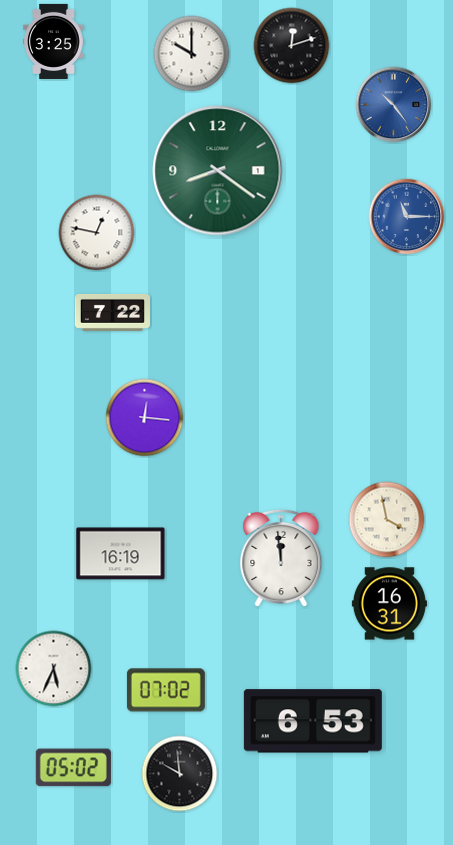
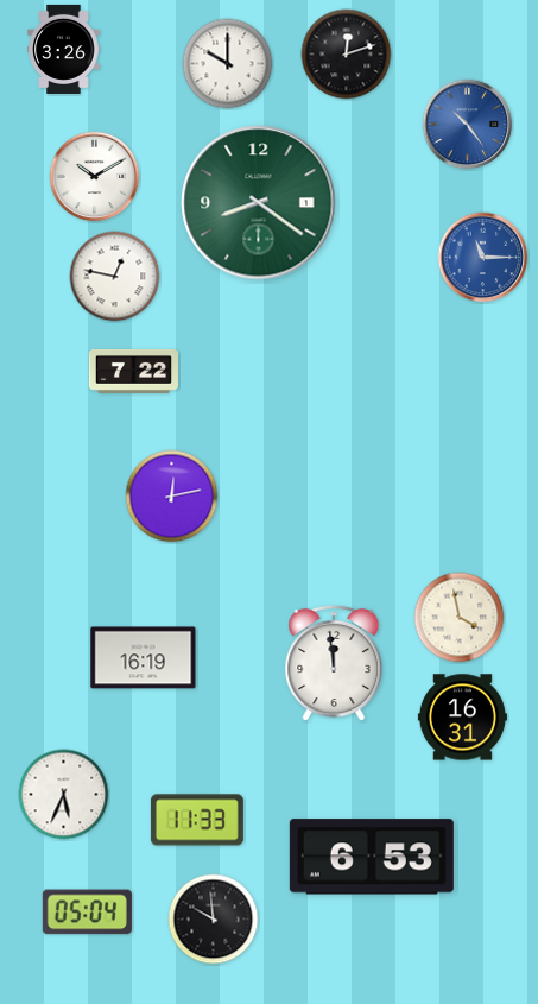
clock at (54, 41): 3:25 -> 3:26
clock at (95, 177): none -> 10:10
clock at (145, 418): 12:16 -> 12:13
clock at (166, 690): 07:02 -> 11:33
clock at (73, 768): 05:02 -> 05:04
